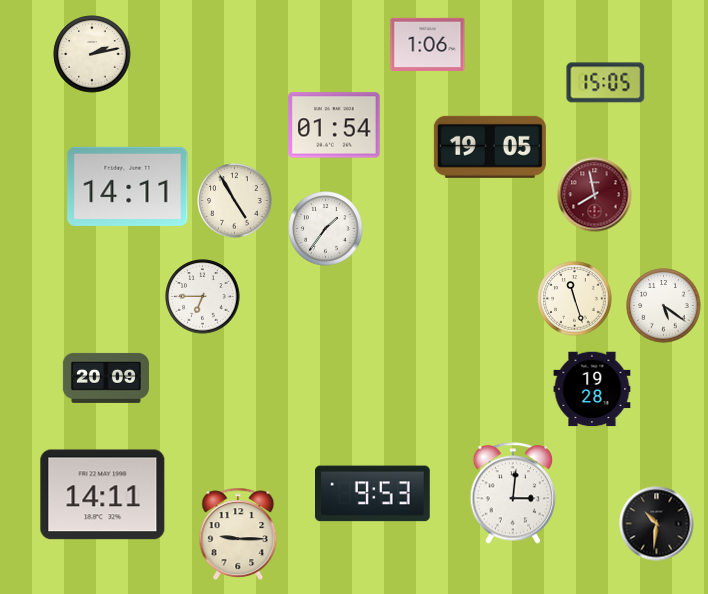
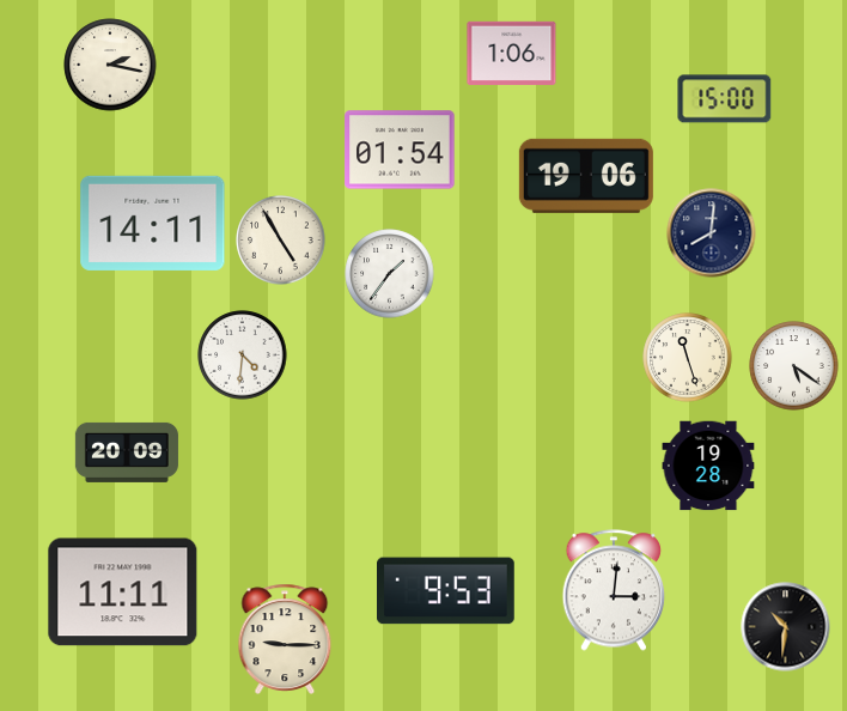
clock at (92, 54): 2:13 -> 2:17
clock at (606, 83): 15:05 -> 15:00
clock at (490, 147): 19:05 -> 19:06
clock at (595, 195): 7:58 -> 8:01
clock at (595, 195) dial: burgundy -> navy
clock at (203, 297): 6:45 -> 4:31
clock at (103, 495): 14:11 -> 11:11
